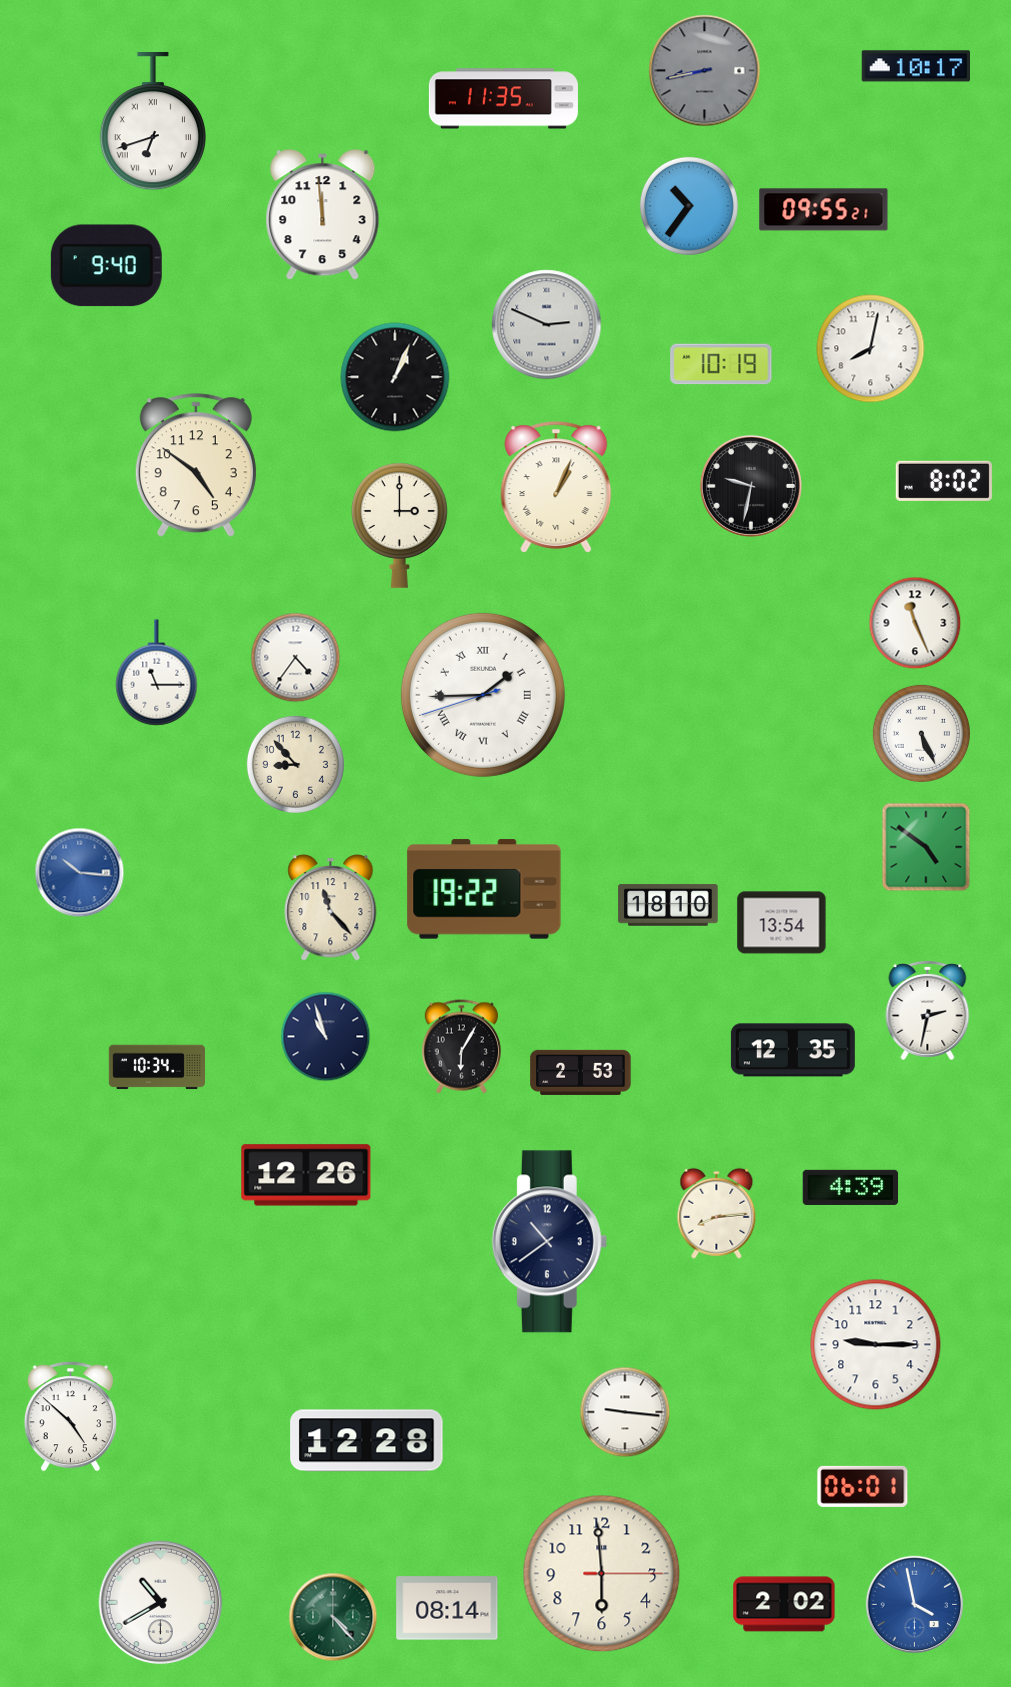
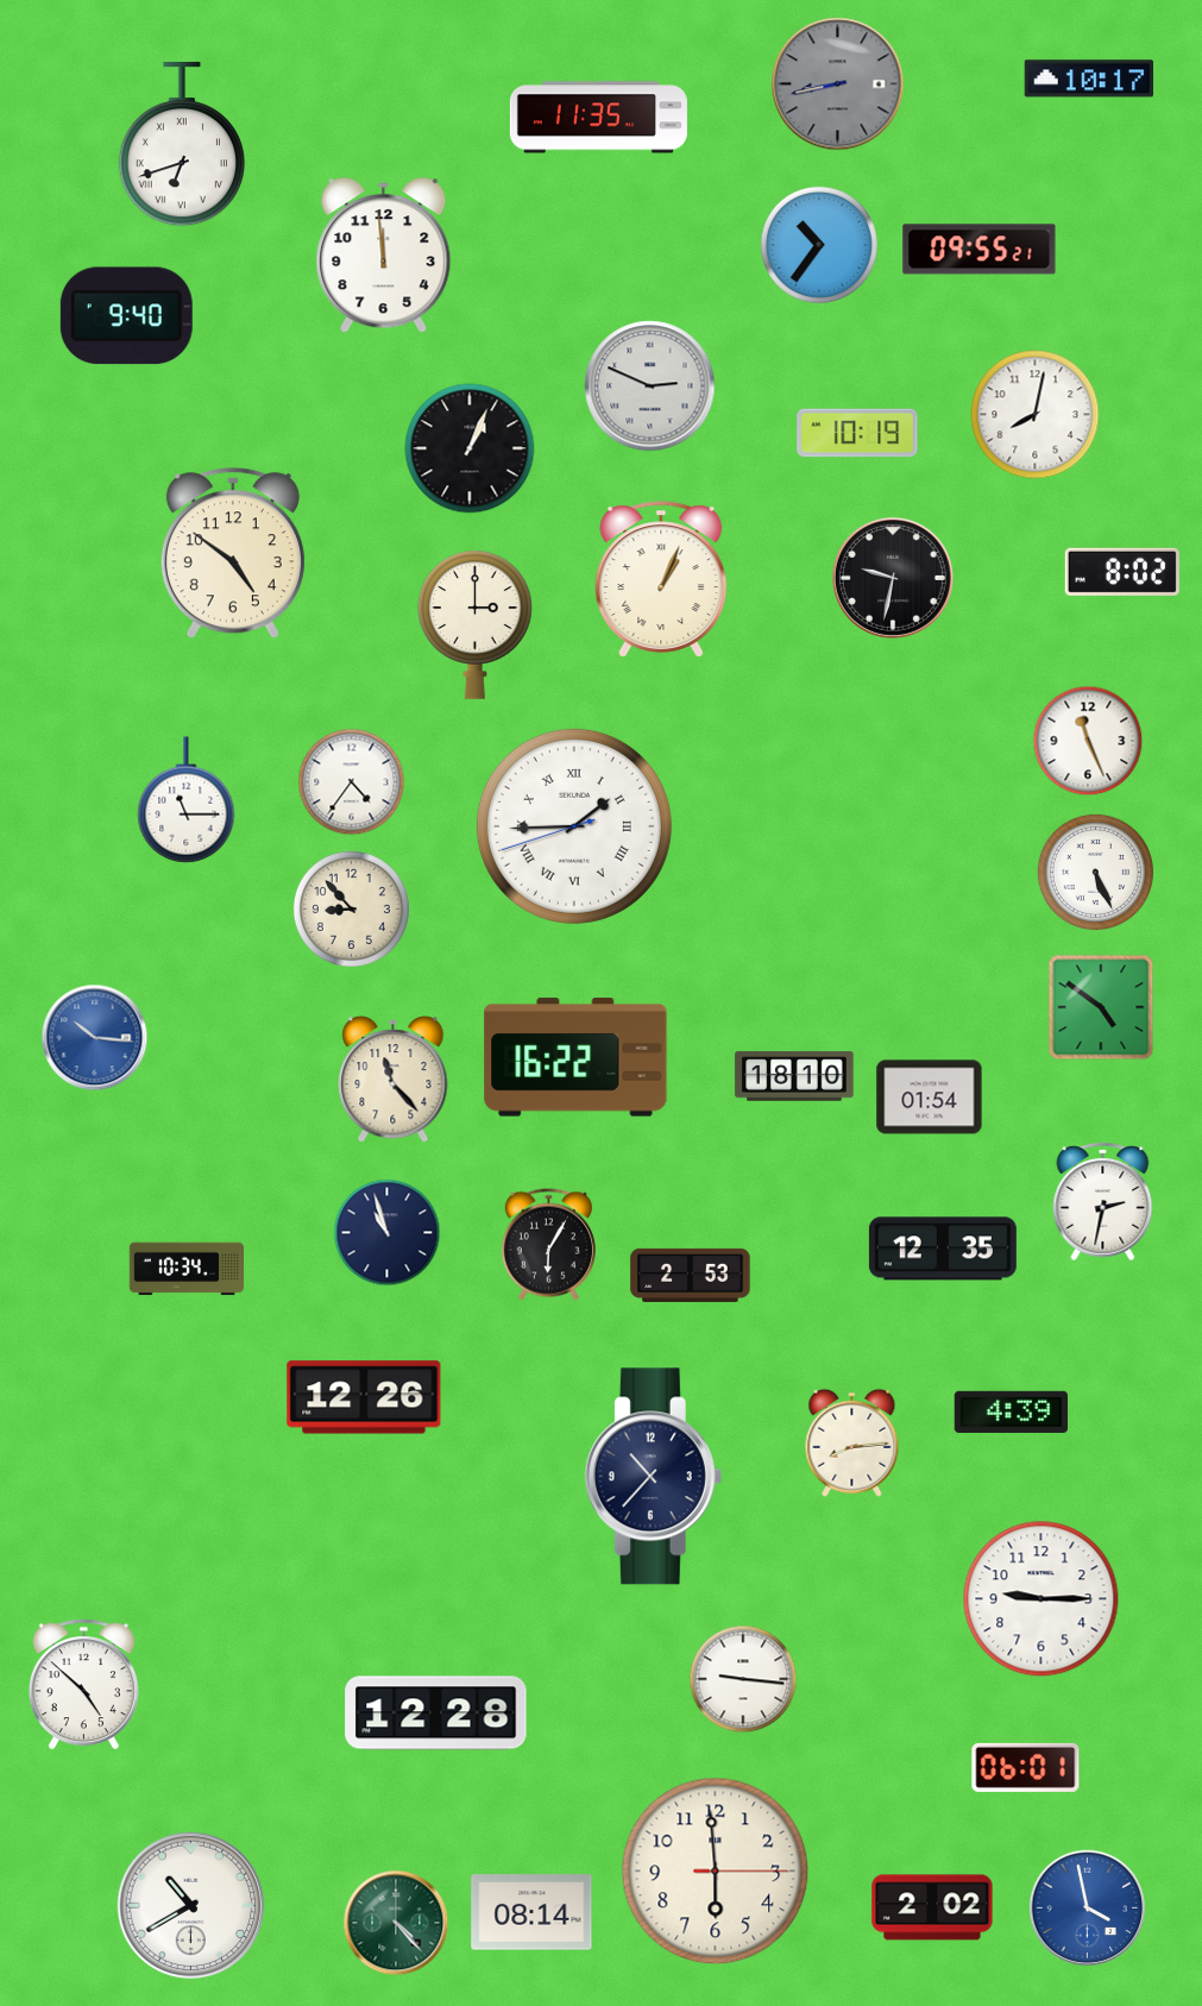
clock at (484, 889): 19:22 -> 16:22
clock at (782, 923): 13:54 -> 01:54
clock at (549, 1242): 10:39 -> 10:37
